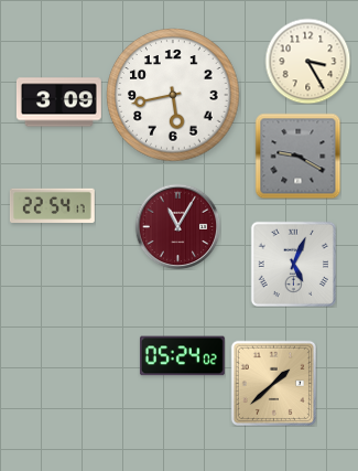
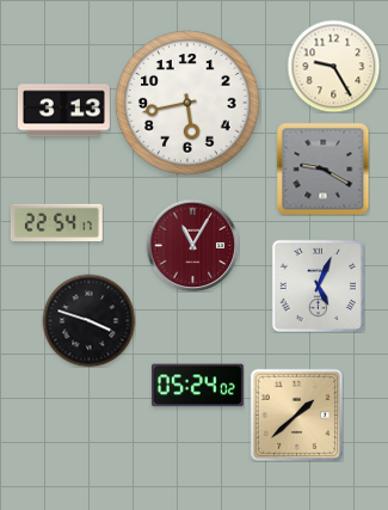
clock at (307, 61): 3:25 -> 9:25
clock at (58, 103): 3:09 -> 3:13
clock at (88, 320): none -> 3:48
